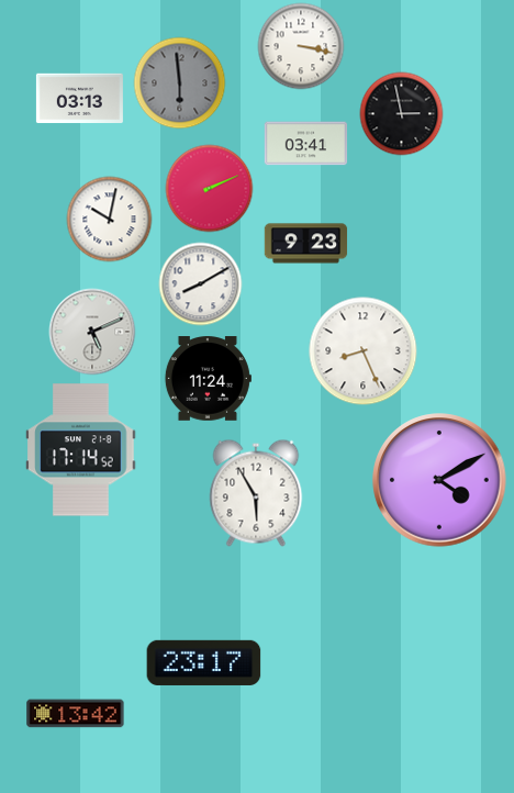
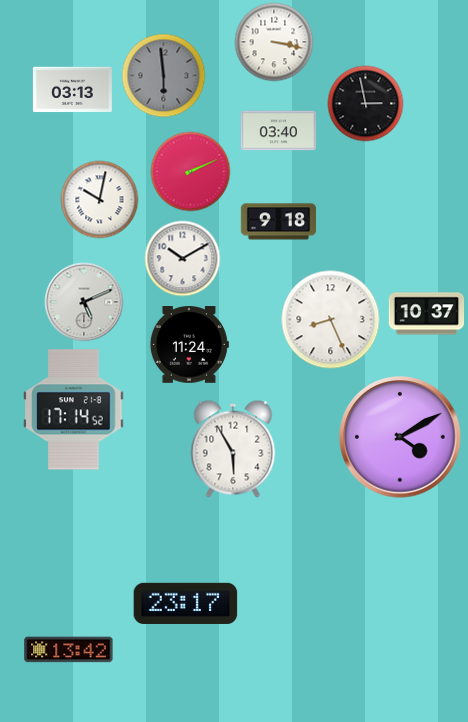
clock at (306, 144): 03:41 -> 03:40
clock at (306, 244): 9:23 -> 9:18
clock at (201, 284): 8:10 -> 10:10
clock at (427, 314): none -> 10:37
